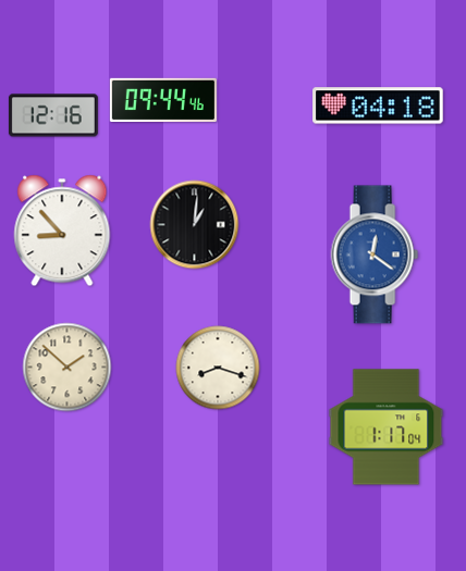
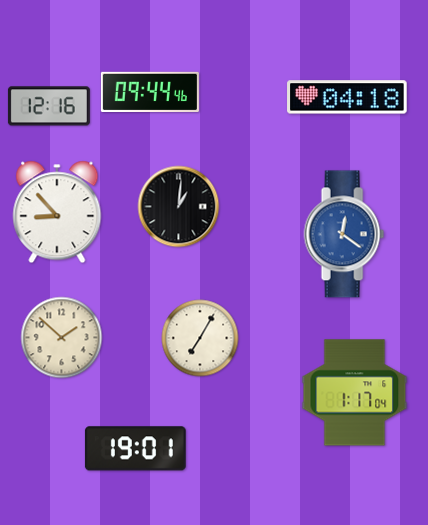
clock at (218, 368): 8:18 -> 7:05
clock at (135, 449): none -> 19:01
